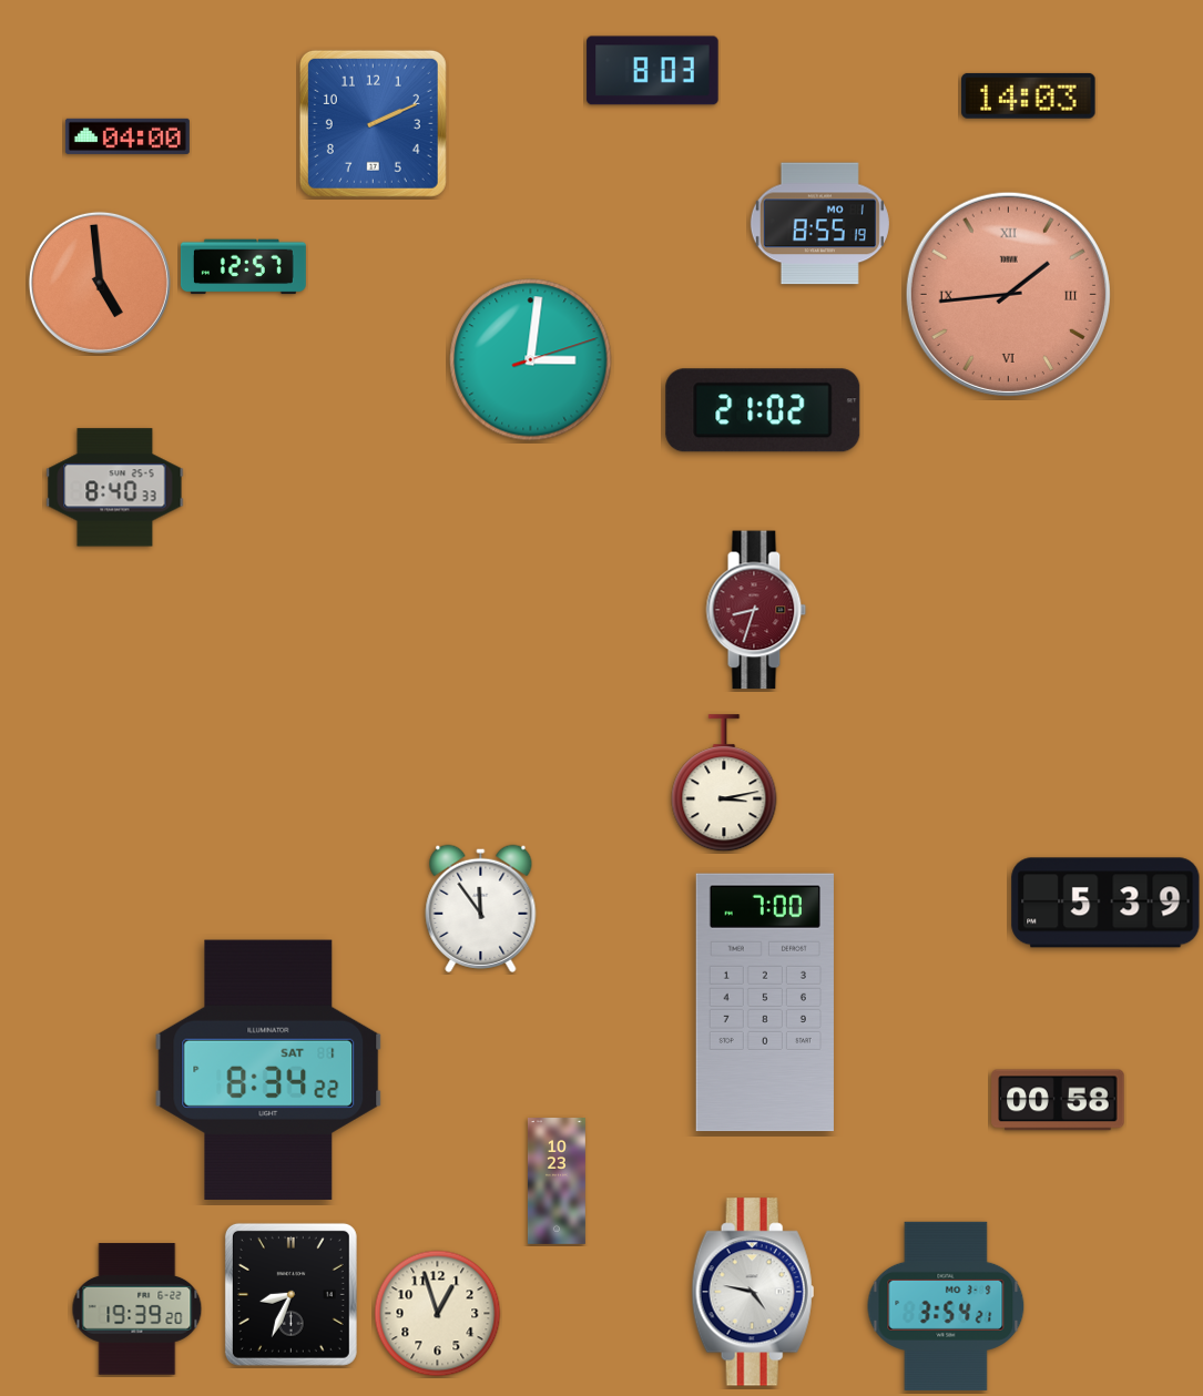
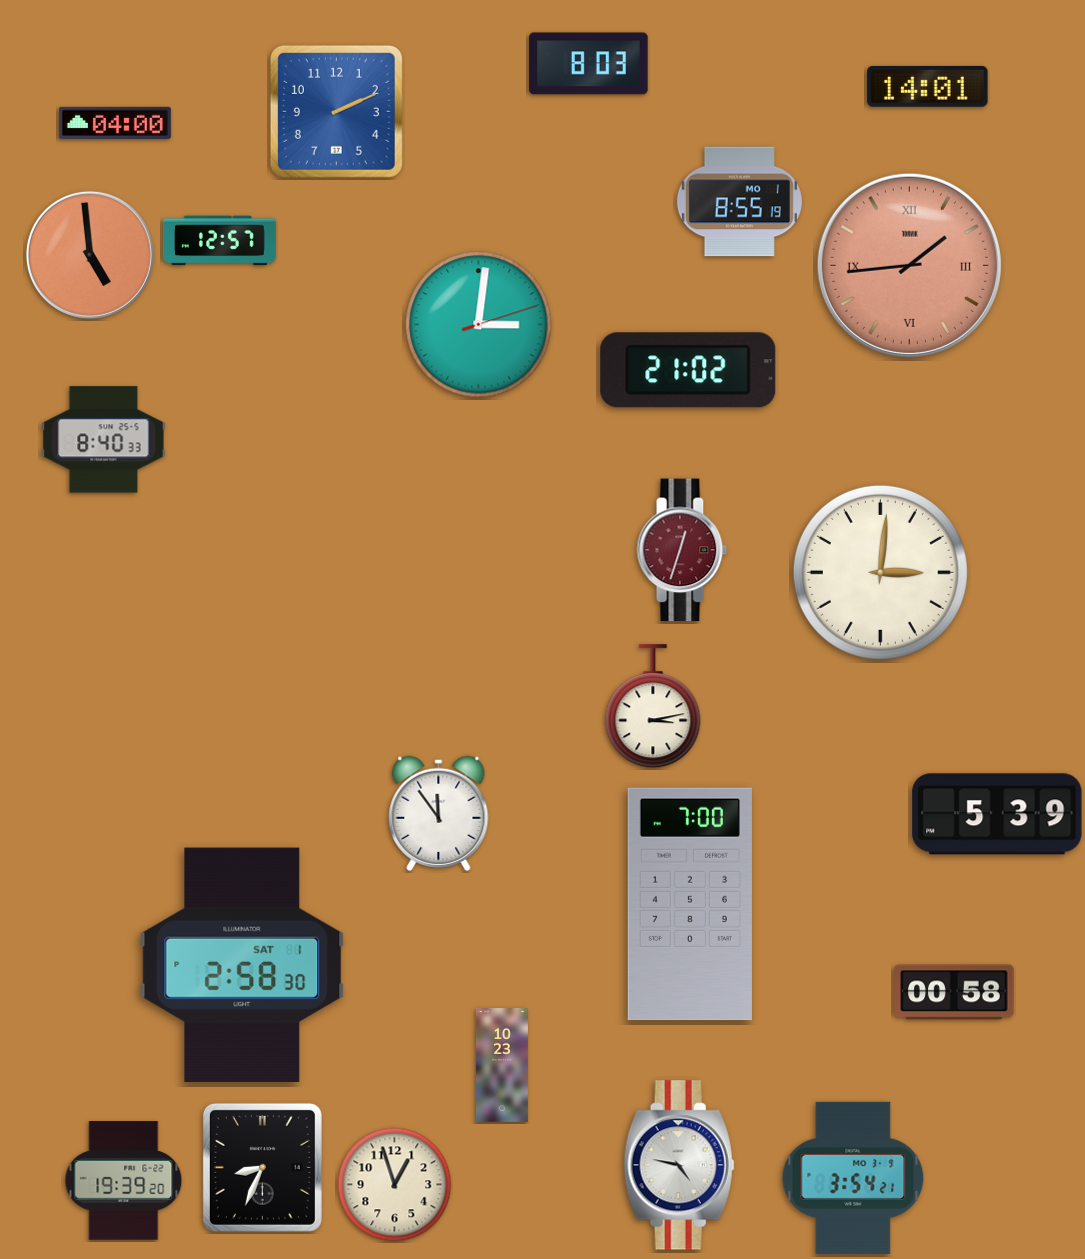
clock at (1029, 95): 14:03 -> 14:01
clock at (756, 610): 8:33 -> 12:33
clock at (880, 572): none -> 3:01
clock at (481, 908) position: (481, 908) -> (439, 813)
clock at (268, 1070): 8:34 -> 2:58
